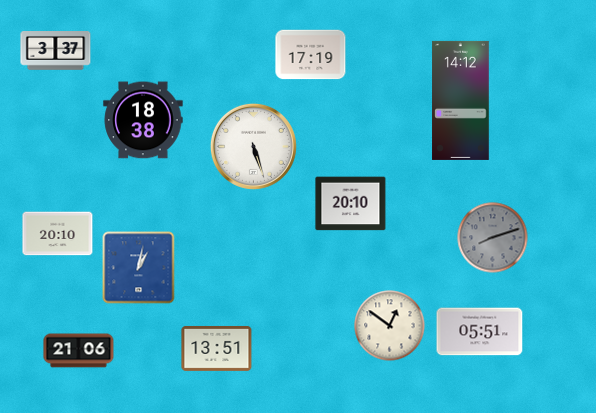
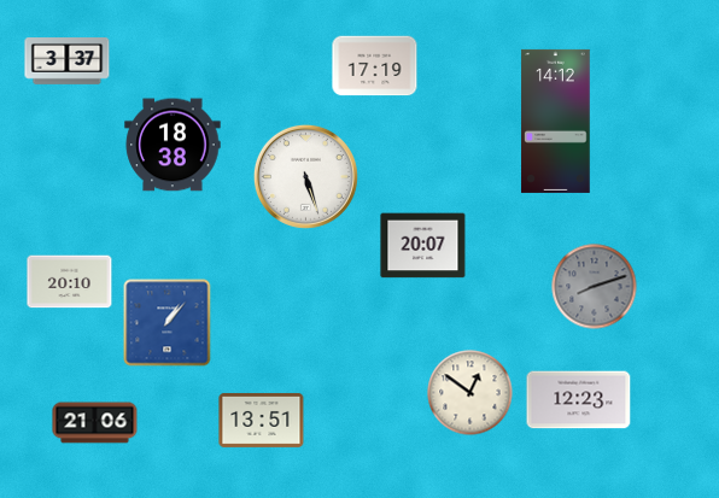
clock at (351, 204): 20:10 -> 20:07
clock at (139, 268): 1:02 -> 1:07
clock at (480, 332): 05:51 -> 12:23
